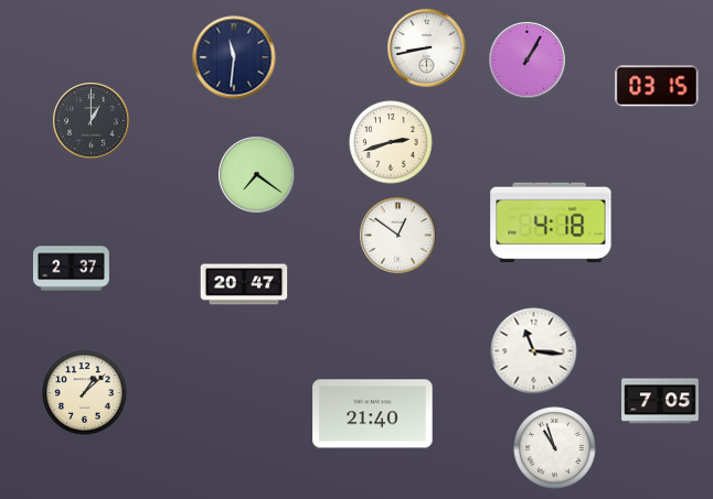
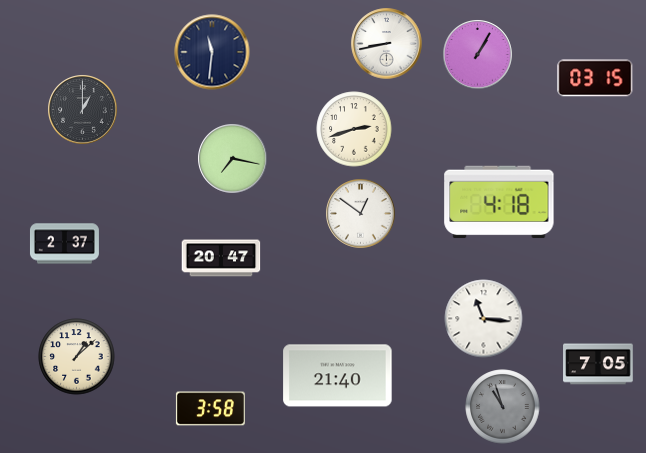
clock at (257, 175): 7:21 -> 7:17
clock at (555, 448) dial: white -> grey
clock at (210, 409): none -> 3:58
